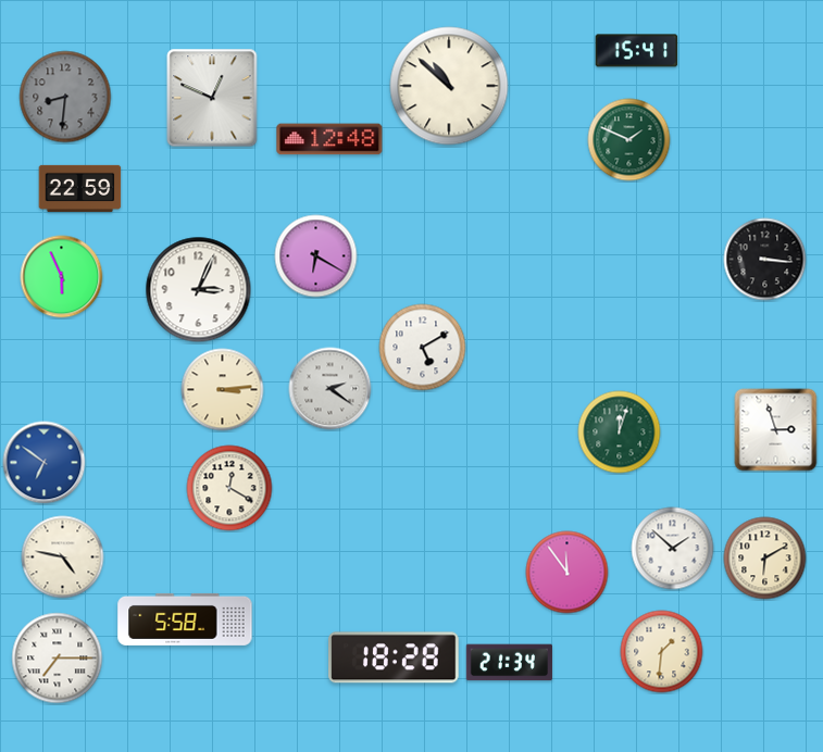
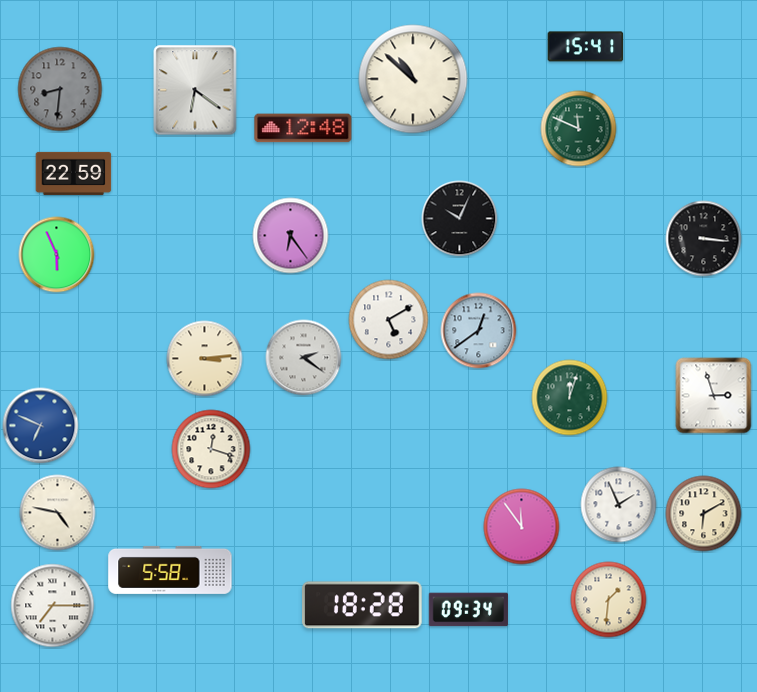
clock at (212, 98): 12:49 -> 6:21
clock at (629, 140): 1:49 -> 11:49
clock at (460, 219): none -> 10:04
clock at (316, 256): 6:20 -> 6:24
clock at (199, 290): 3:04 -> none
clock at (479, 331): none -> 12:39
clock at (45, 463): 6:51 -> 6:49
clock at (229, 488): 12:20 -> 12:18
clock at (673, 549): 1:52 -> 1:56
clock at (509, 663): 21:34 -> 09:34
